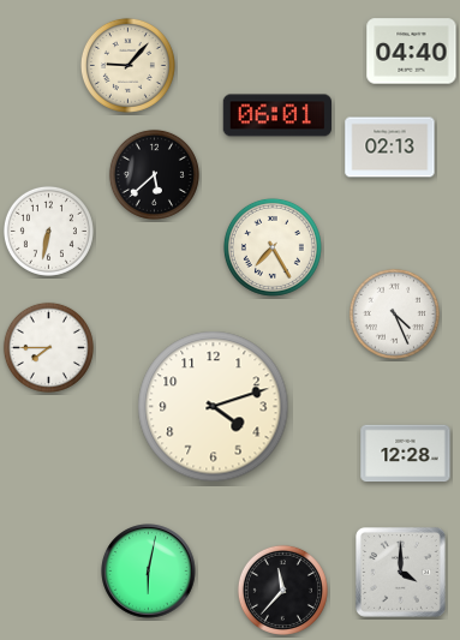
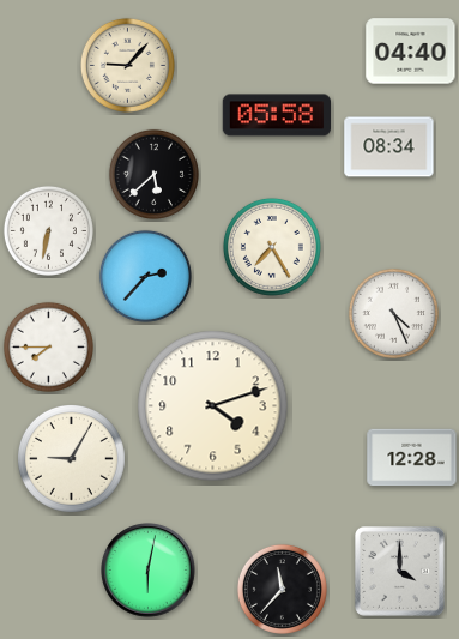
clock at (276, 115): 06:01 -> 05:58
clock at (390, 148): 02:13 -> 08:34
clock at (145, 276): none -> 2:37
clock at (406, 454) position: (406, 454) -> (412, 458)
clock at (72, 459): none -> 9:05
